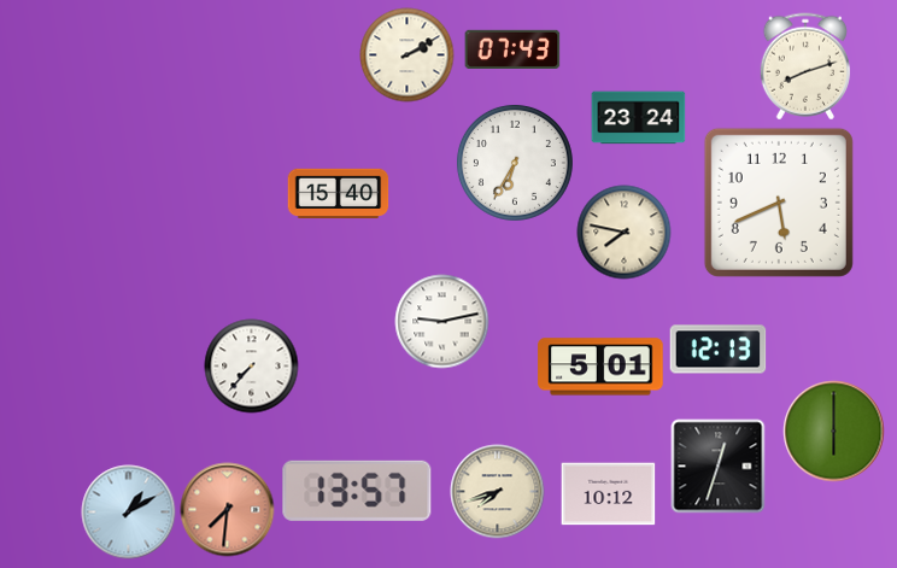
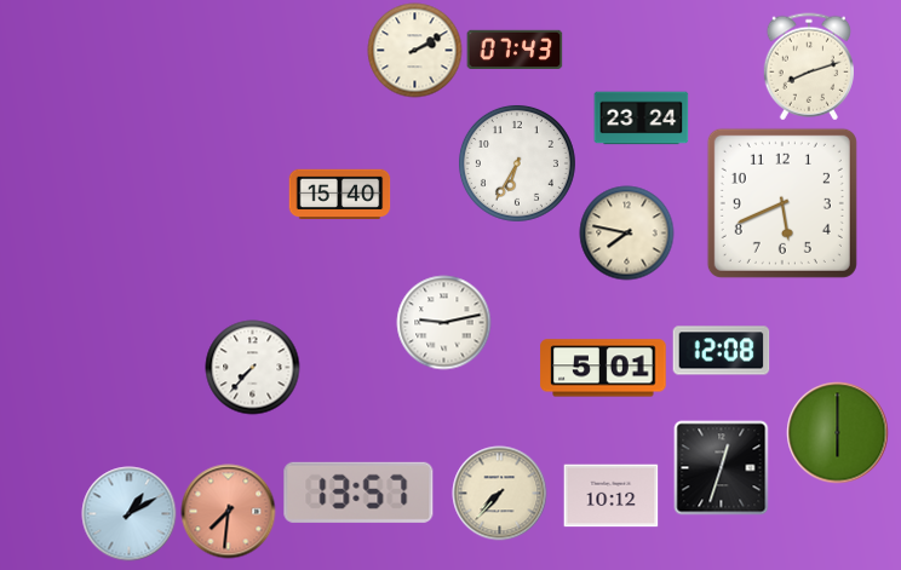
clock at (406, 54) position: (406, 54) -> (414, 50)
clock at (717, 350): 12:13 -> 12:08
clock at (497, 491): 7:42 -> 7:37
